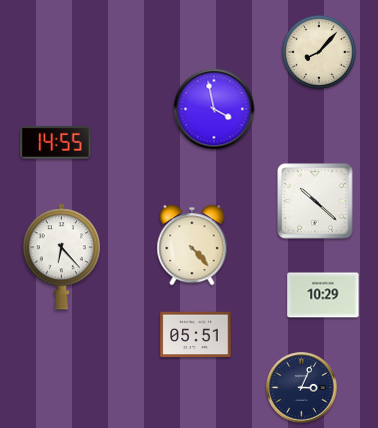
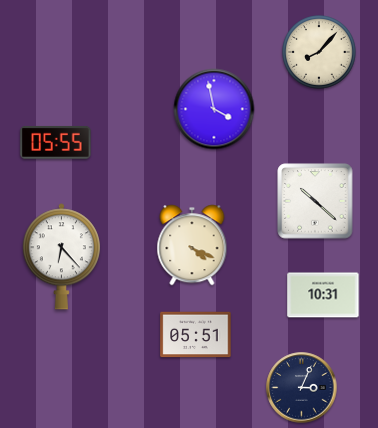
clock at (56, 142): 14:55 -> 05:55
clock at (192, 245): 4:23 -> 4:19
clock at (323, 295): 10:29 -> 10:31
